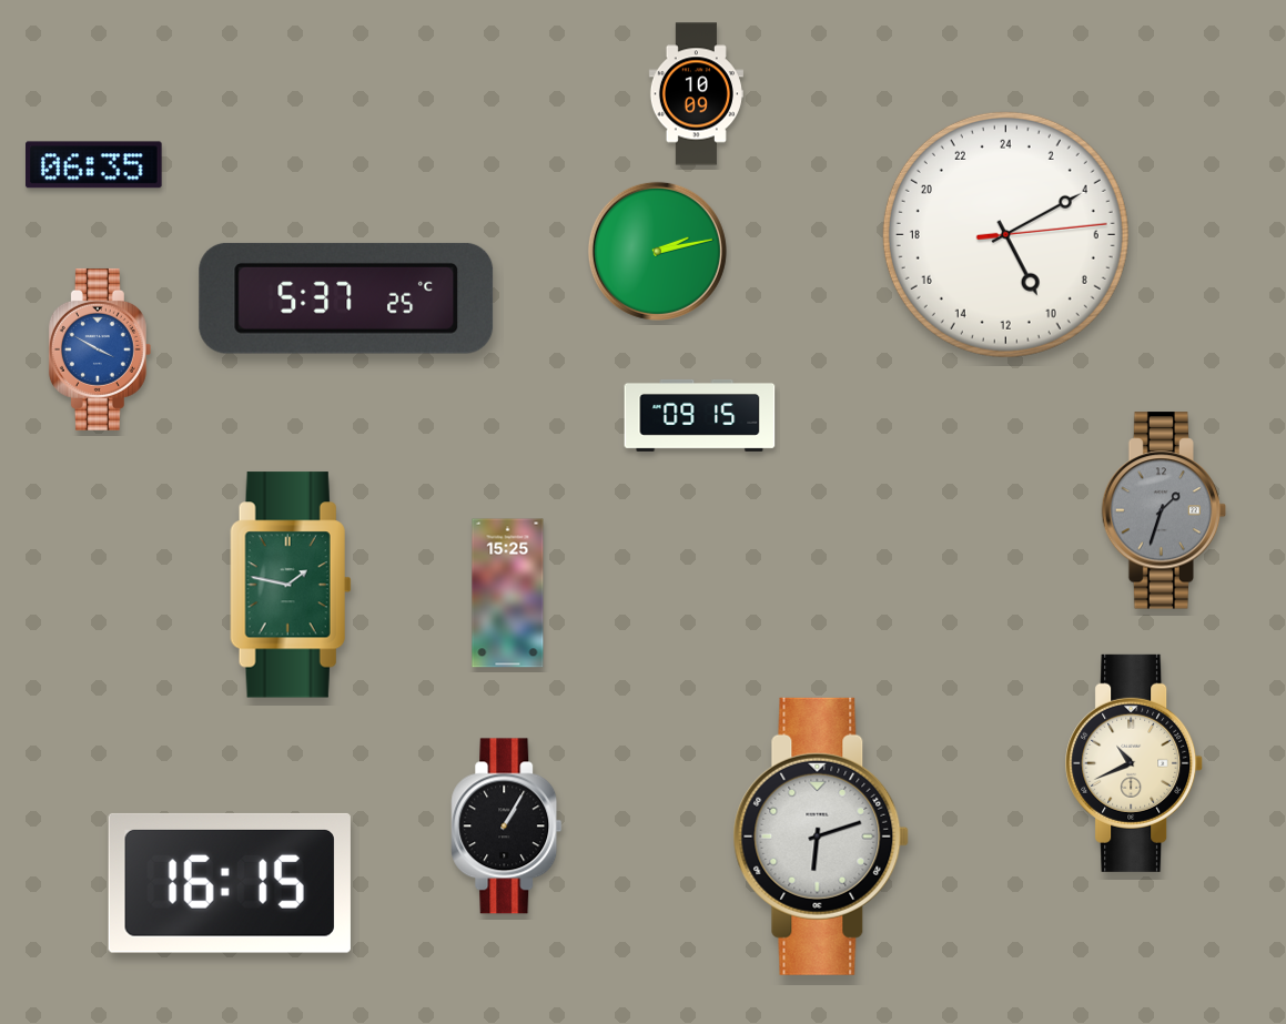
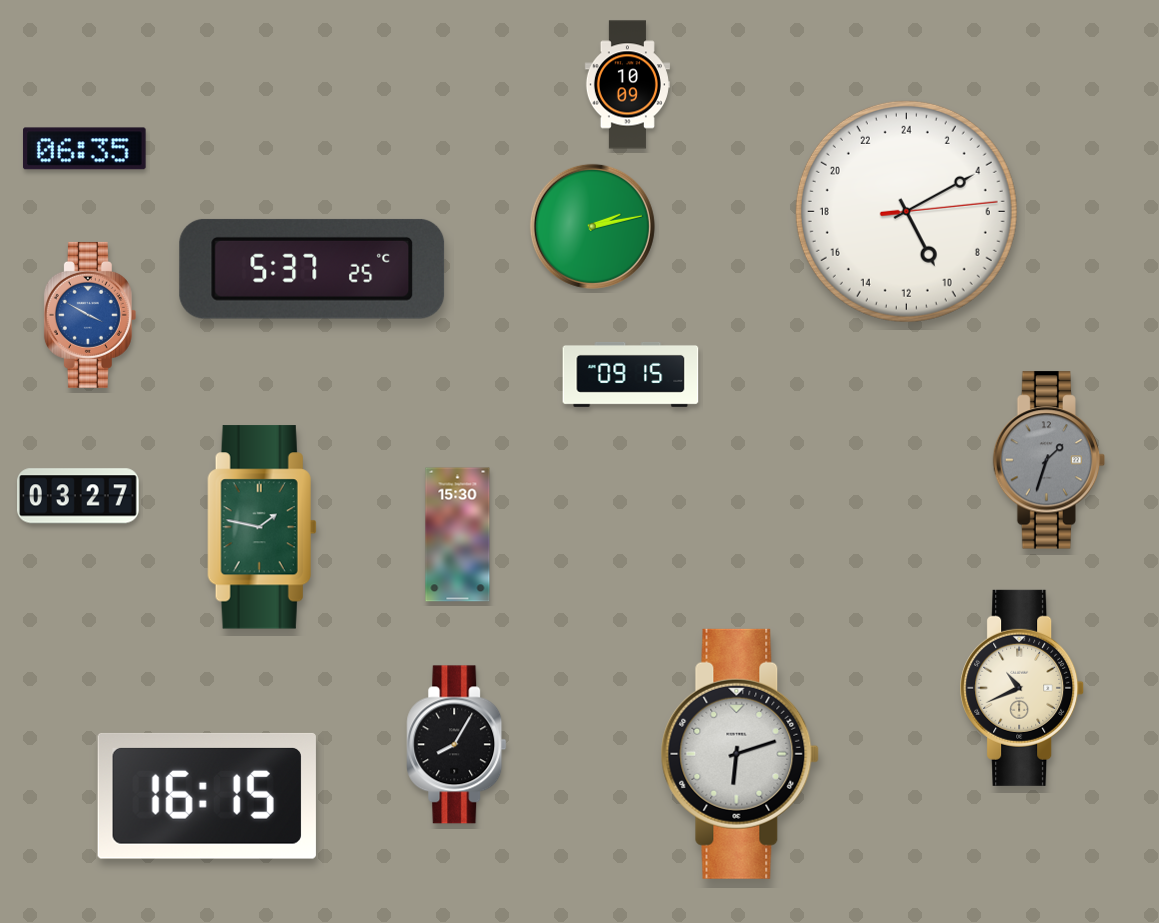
clock at (79, 496): none -> 03:27
clock at (508, 594): 15:25 -> 15:30
clock at (507, 827): 1:05 -> 8:05
